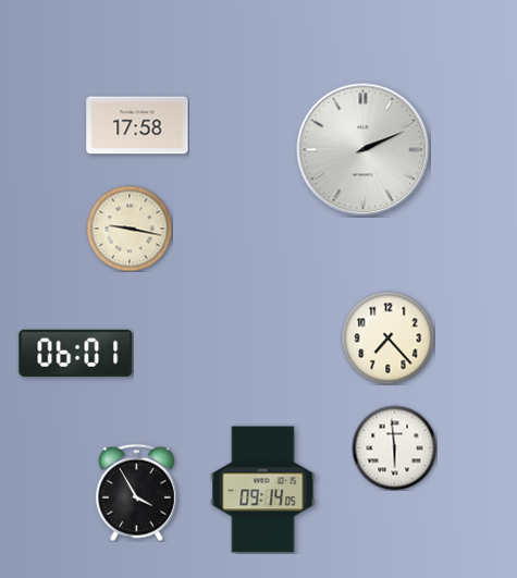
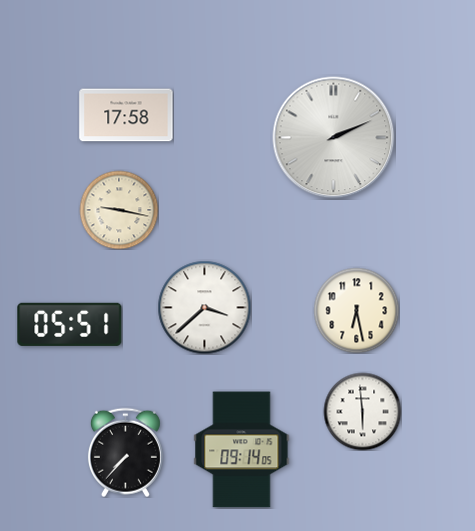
clock at (204, 307): none -> 3:38
clock at (387, 337): 7:23 -> 6:28
clock at (76, 353): 06:01 -> 05:51
clock at (136, 492): 3:55 -> 7:37
